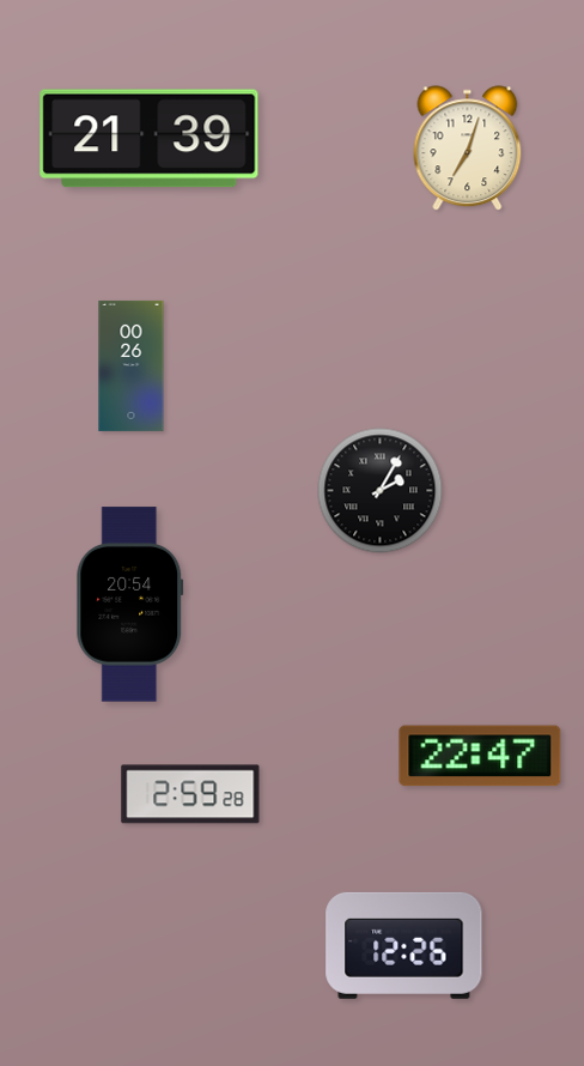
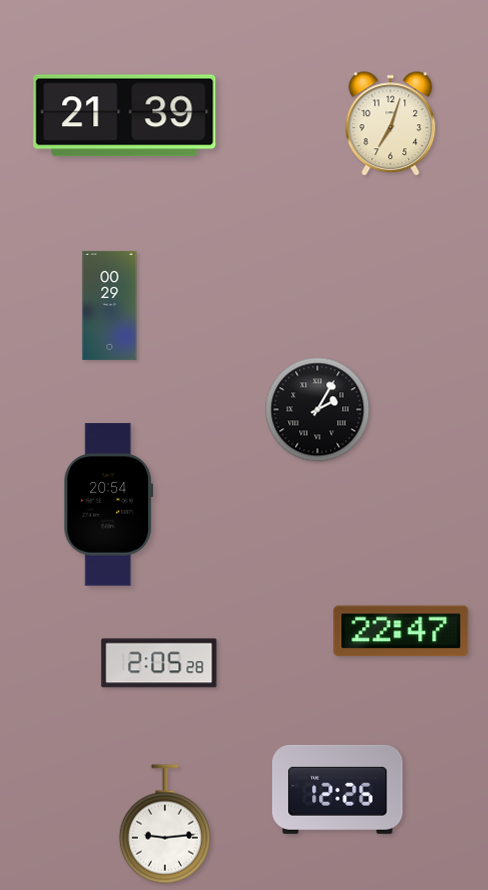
clock at (132, 365): 00:26 -> 00:29
clock at (190, 794): 2:59 -> 2:05
clock at (165, 824): none -> 9:14
